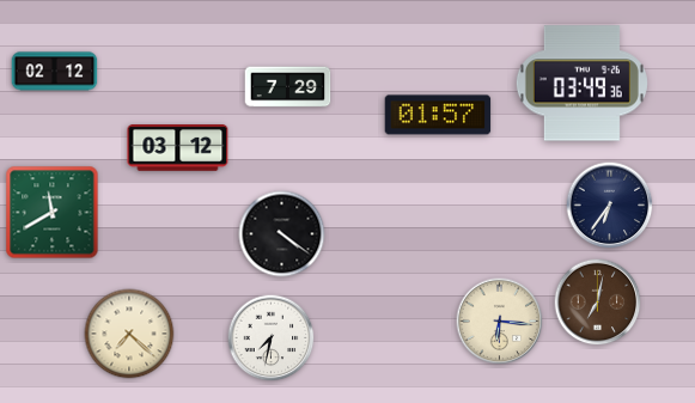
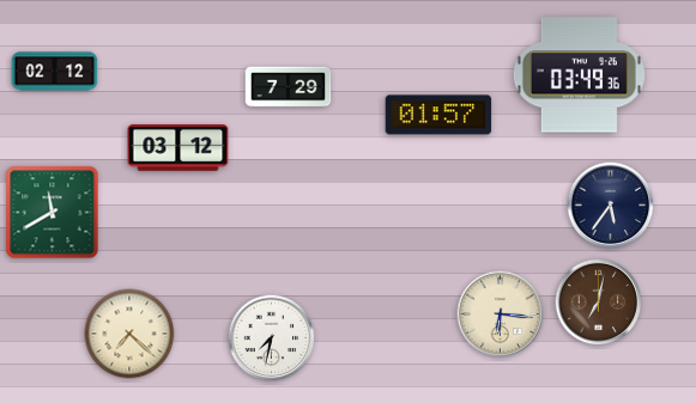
clock at (581, 84) position: (581, 84) -> (579, 75)
clock at (610, 206): 6:36 -> 5:36
clock at (282, 234): 4:21 -> none
clock at (500, 322) position: (500, 322) -> (501, 315)
